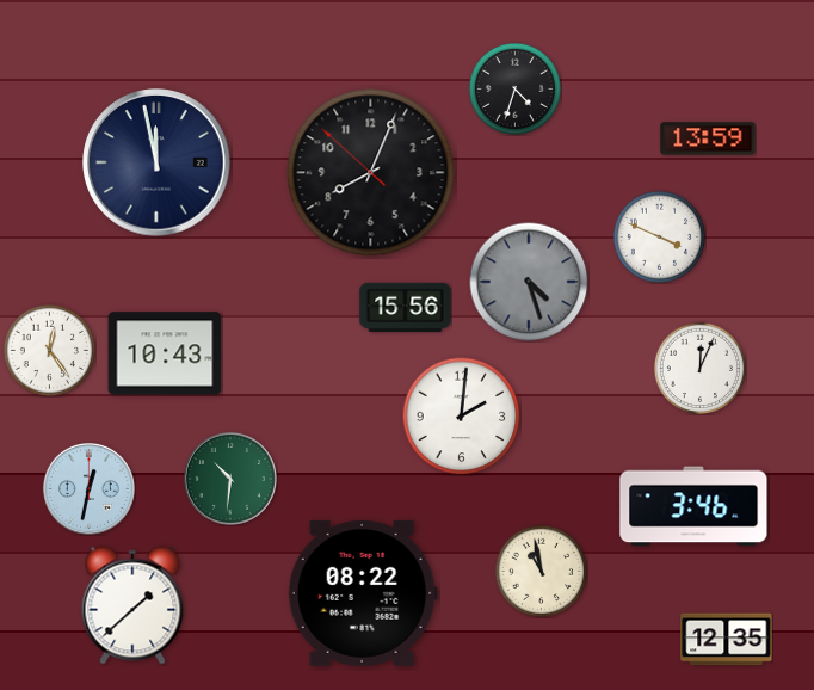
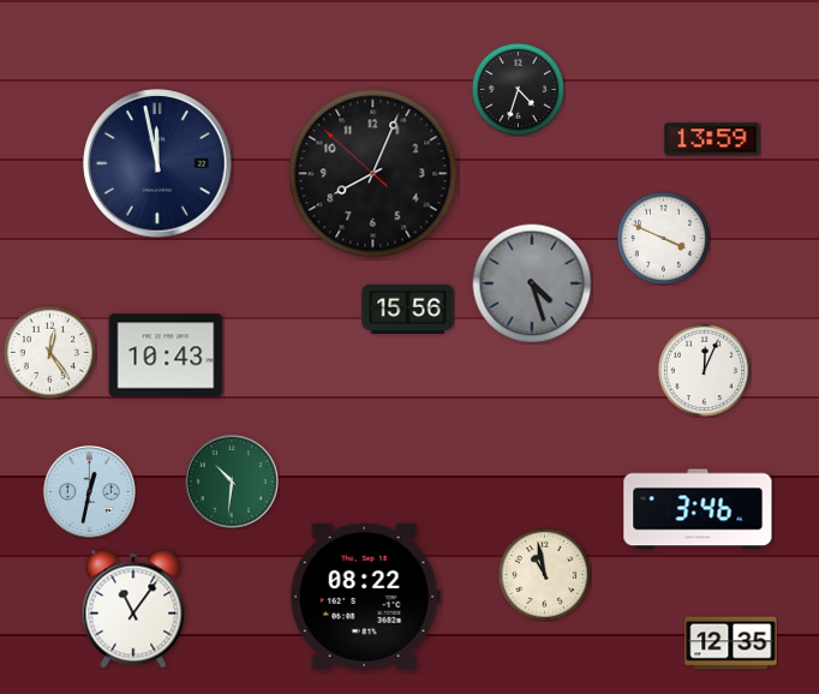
clock at (462, 417): 2:01 -> none
clock at (132, 605): 1:38 -> 11:06
